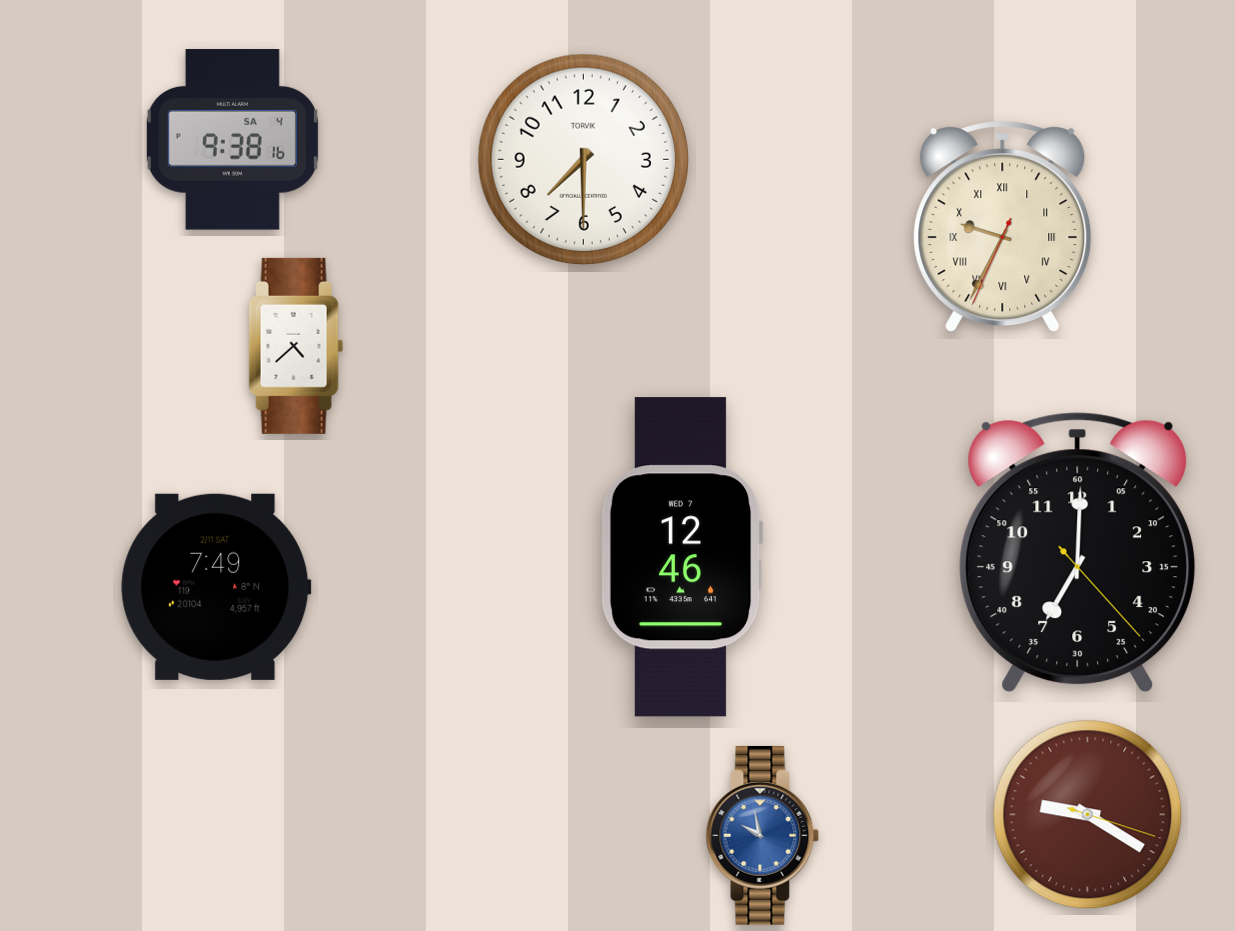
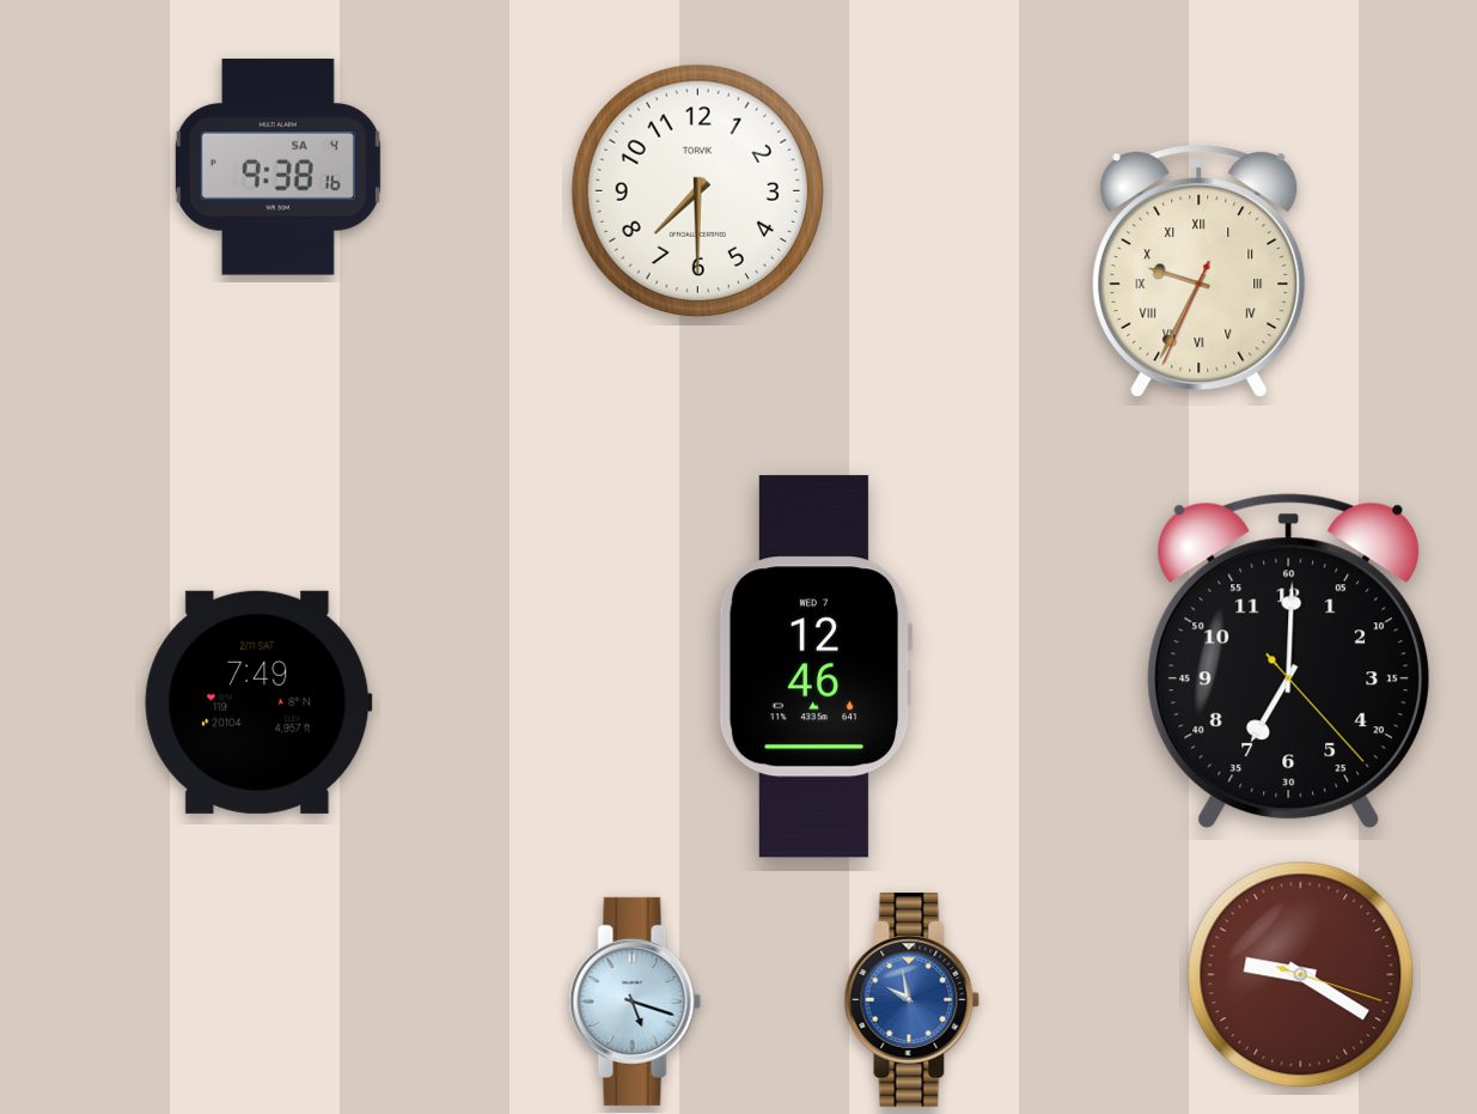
clock at (296, 346): 4:38 -> none
clock at (635, 1002): none -> 5:18
